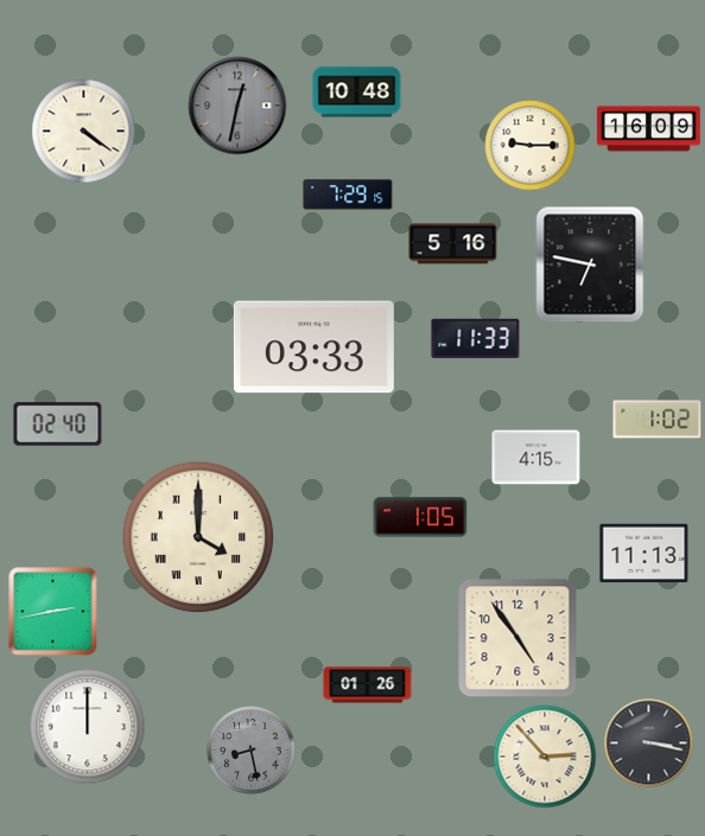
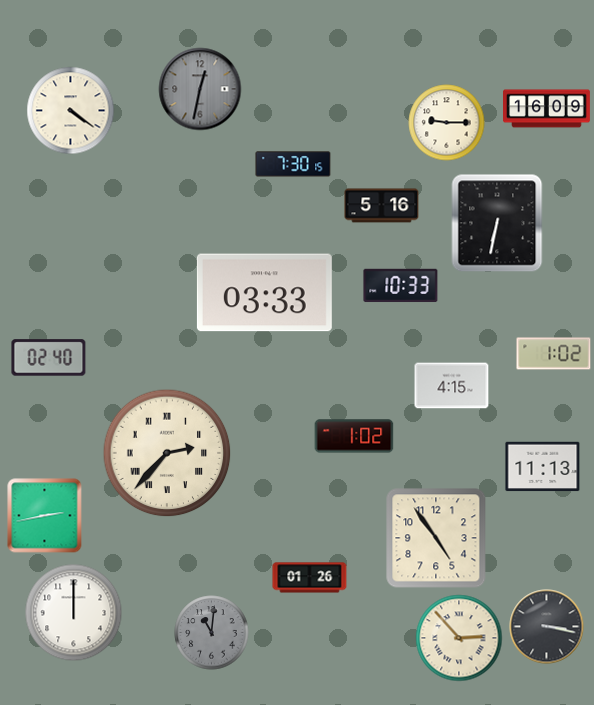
clock at (357, 92): 10:48 -> none
clock at (348, 194): 7:29 -> 7:30
clock at (590, 264): 6:47 -> 6:32
clock at (476, 339): 11:33 -> 10:33
clock at (420, 517): 1:05 -> 1:02
clock at (198, 537): 4:00 -> 2:37
clock at (252, 751): 8:28 -> 11:01
